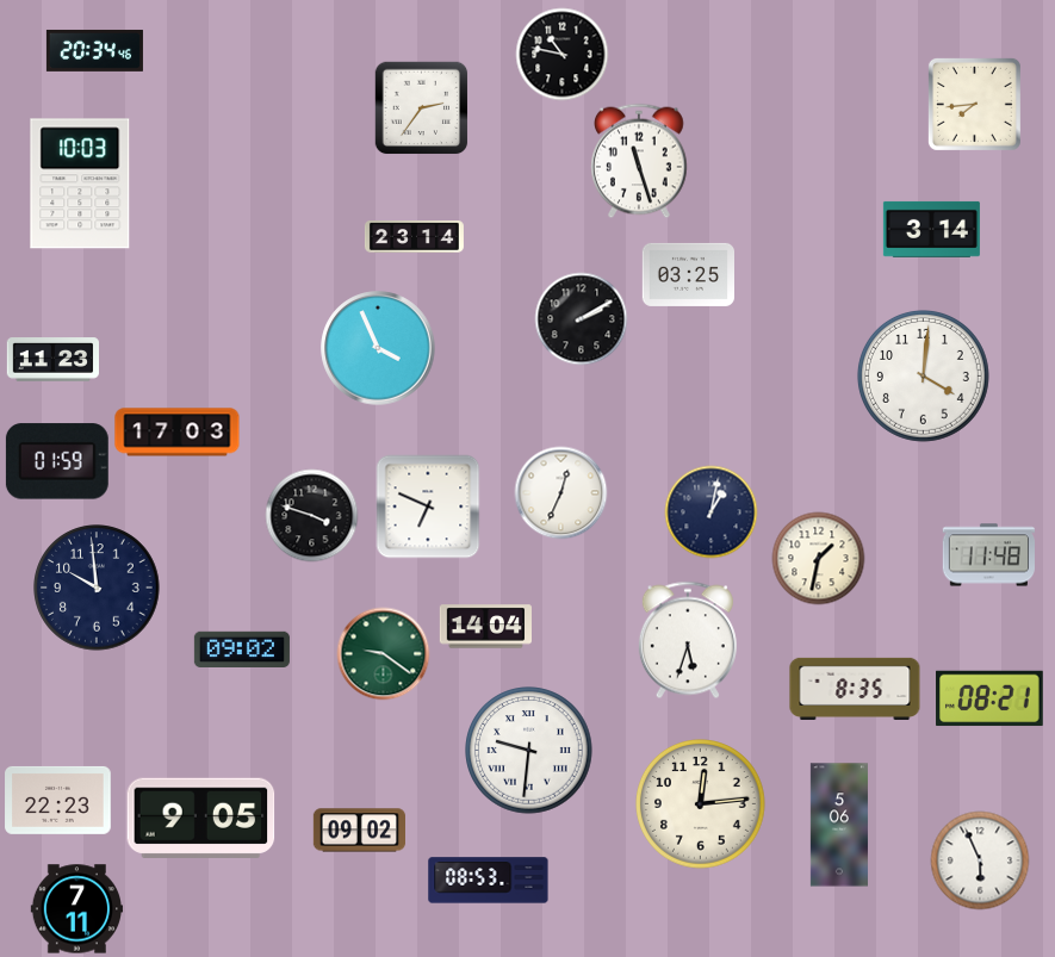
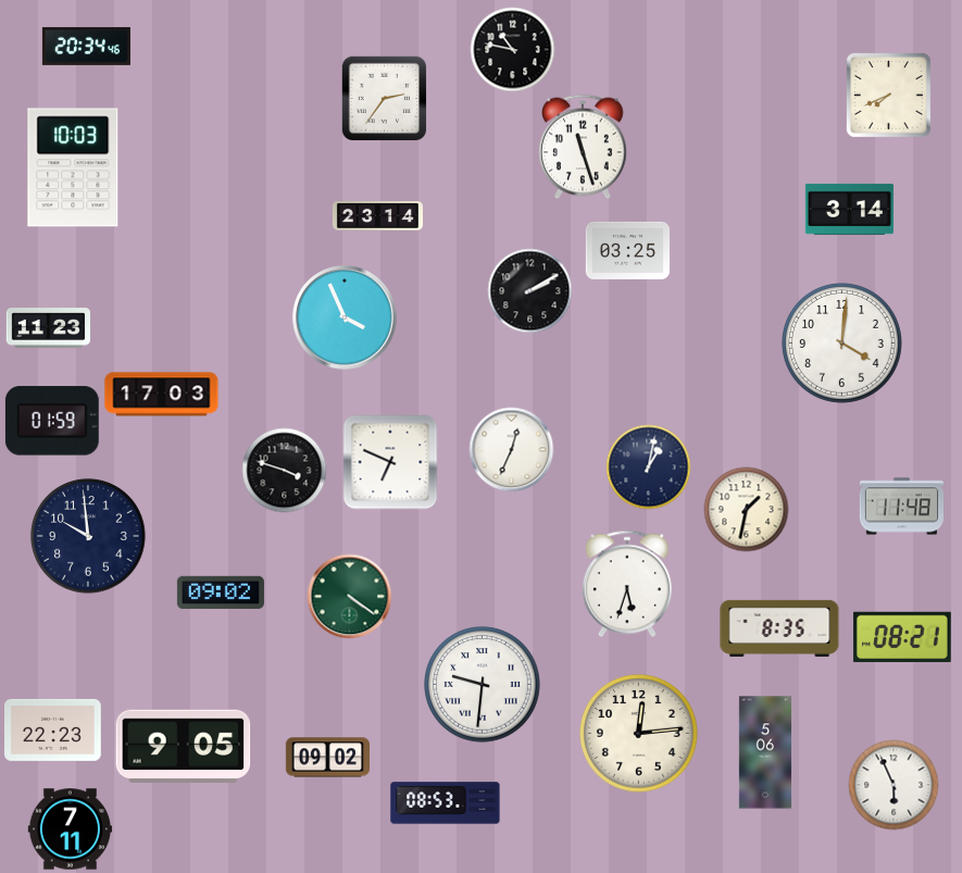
clock at (974, 104): 7:44 -> 7:41
clock at (485, 627): 14:04 -> none
clock at (383, 653): 9:21 -> 4:21
